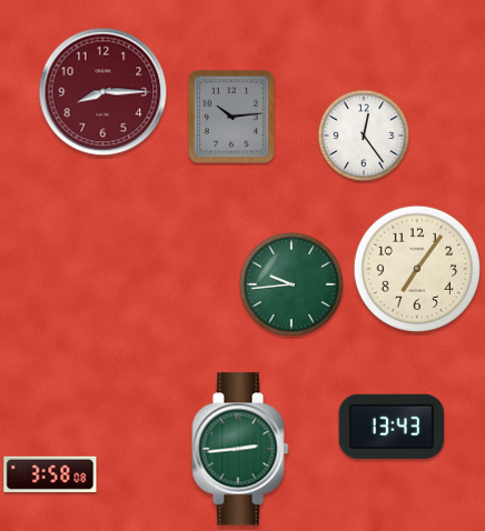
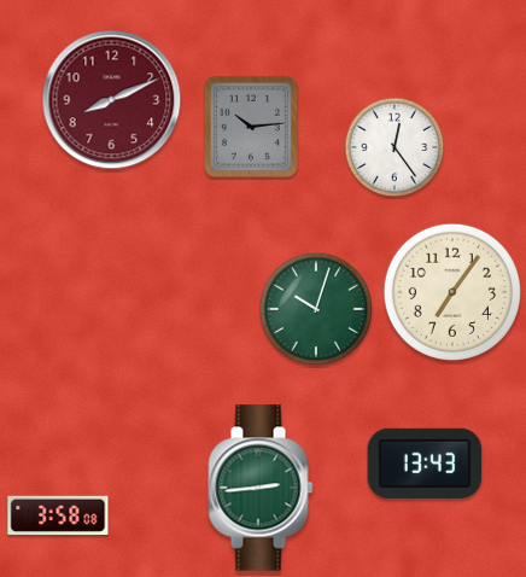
clock at (103, 92): 8:15 -> 8:11
clock at (291, 284): 9:44 -> 10:03
clock at (50, 473) position: (50, 473) -> (58, 514)
